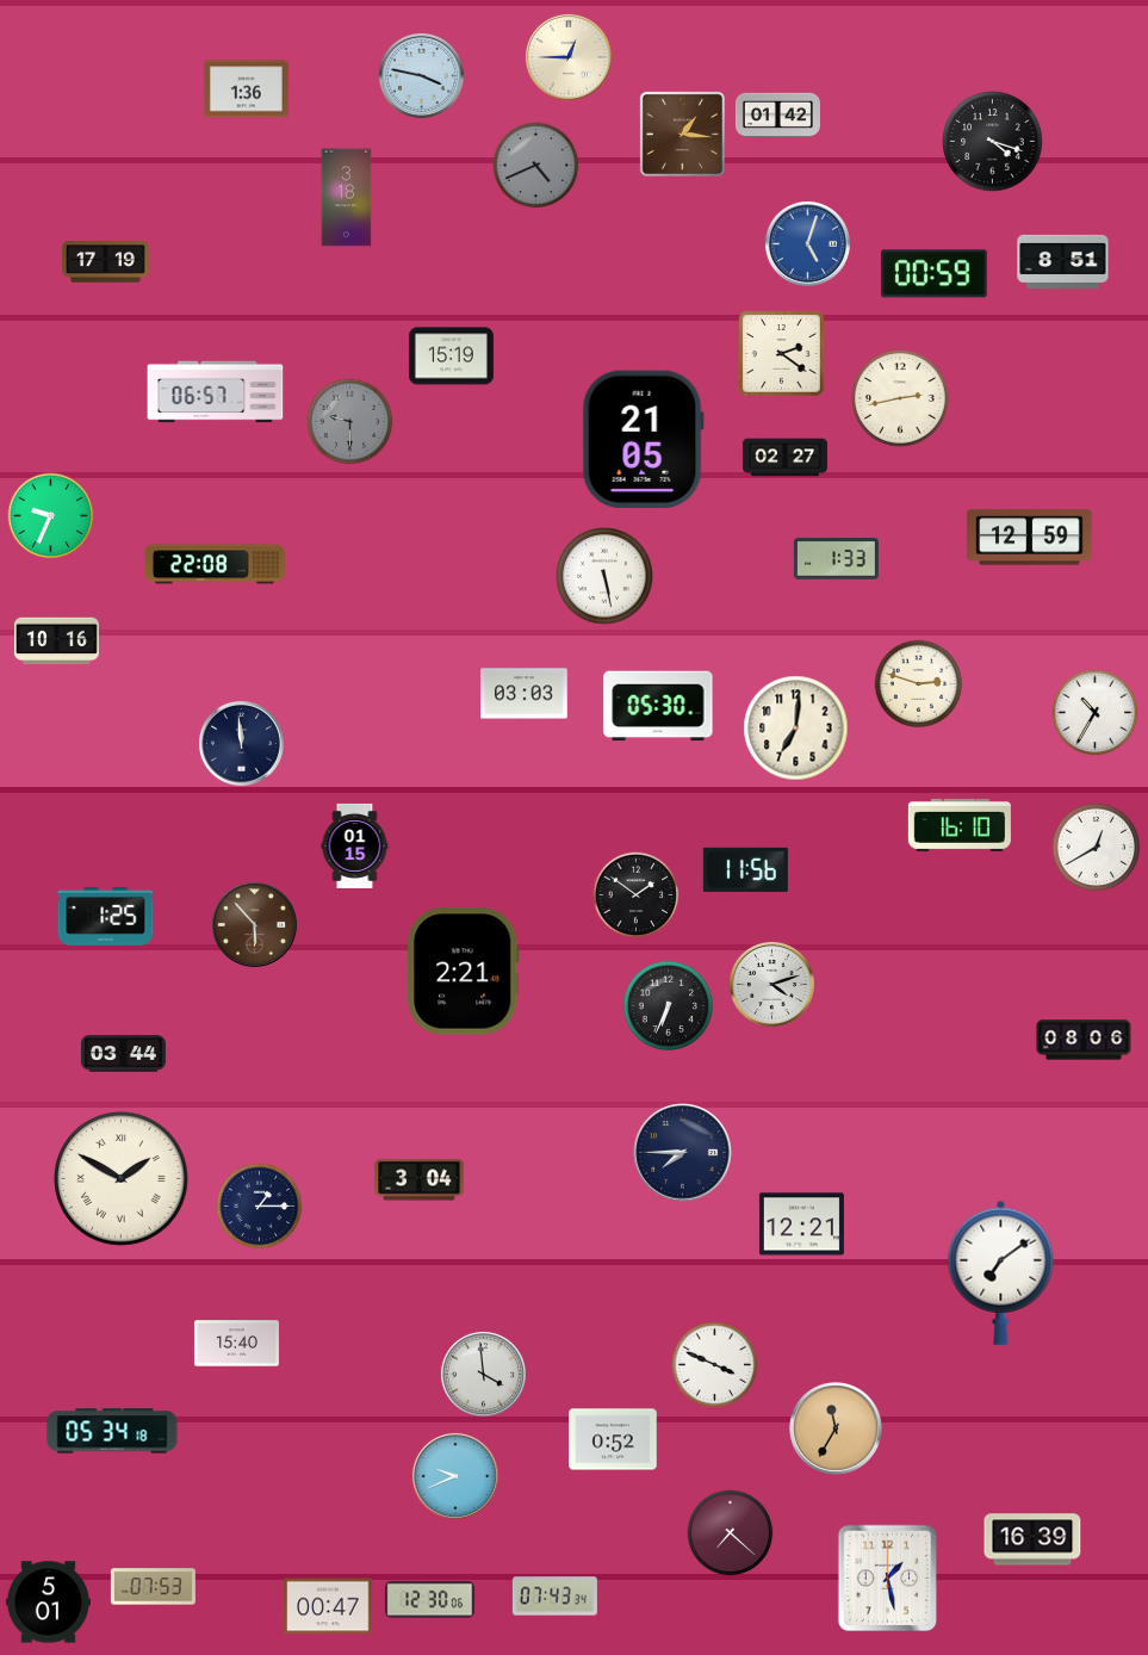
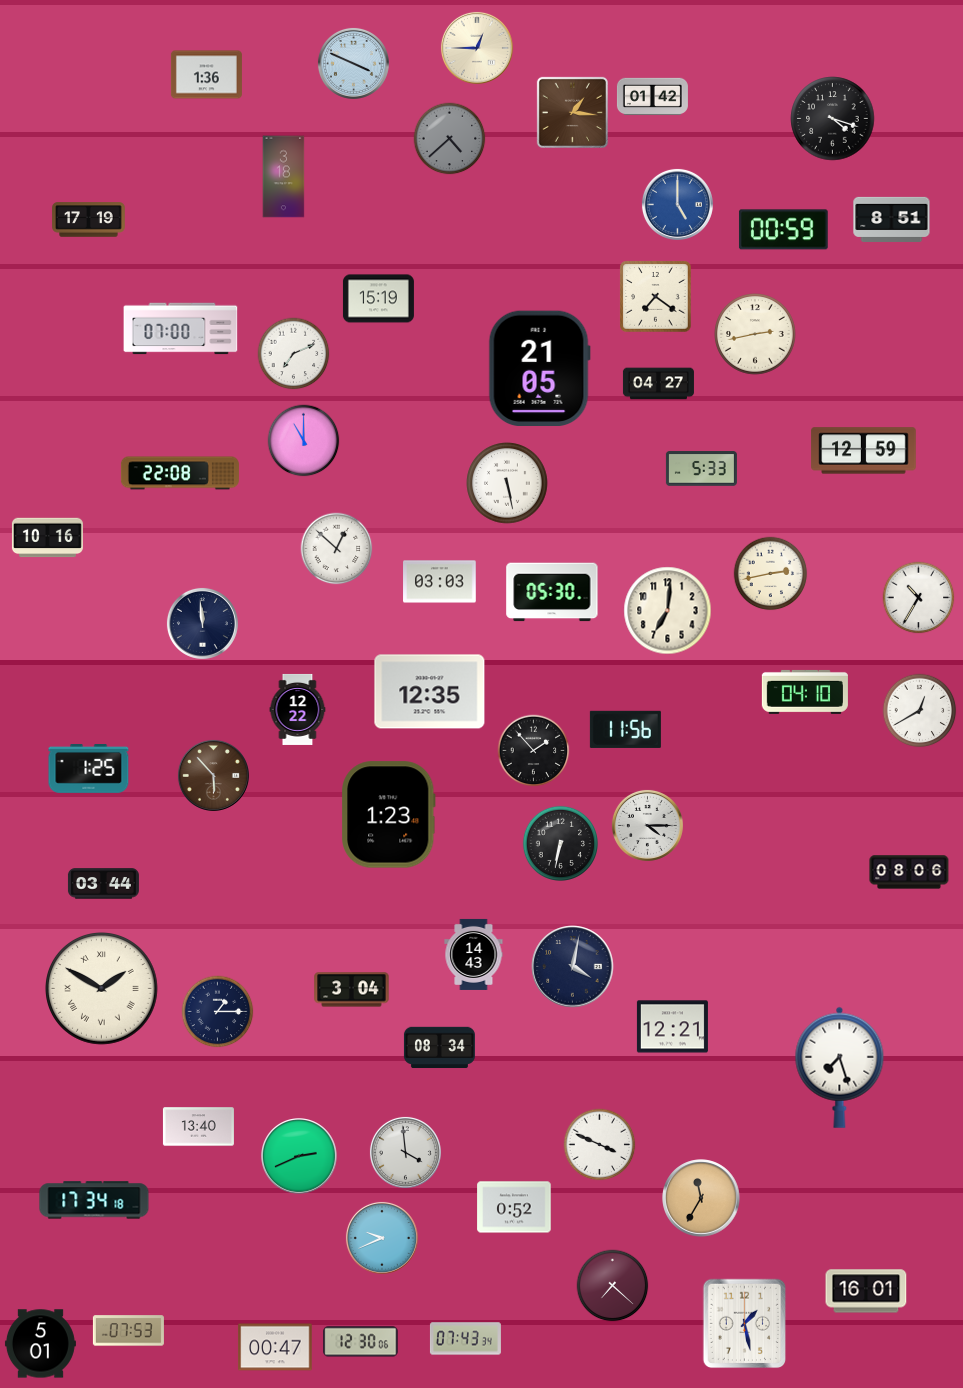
clock at (421, 75): 3:47 -> 3:49
clock at (536, 166): 4:41 -> 4:38
clock at (347, 198) position: (347, 198) -> (284, 177)
clock at (807, 243): 5:03 -> 5:00
clock at (782, 354): 2:21 -> 7:21
clock at (216, 392): 06:57 -> 07:00
clock at (350, 422): 9:30 -> 7:11
clock at (350, 422) dial: grey -> white
clock at (784, 458): 02:27 -> 04:27
clock at (51, 516): 9:34 -> none
clock at (304, 441): none -> 11:00
clock at (836, 559): 1:33 -> 5:33
clock at (337, 549): none -> 12:52
clock at (919, 684): 2:48 -> 2:43
clock at (430, 692): none -> 12:35
clock at (960, 825): 16:10 -> 04:10
clock at (355, 845): 01:15 -> 12:22
clock at (637, 895): 1:51 -> 1:53
clock at (464, 972): 2:21 -> 1:23
clock at (771, 984): 4:12 -> 4:15
clock at (668, 1005): 6:34 -> 6:32
clock at (474, 954): none -> 14:43
clock at (683, 1153): 7:45 -> 4:02
clock at (439, 1048): none -> 08:34
clock at (1001, 1272): 7:09 -> 7:27
clock at (236, 1344): 15:40 -> 13:40
clock at (300, 1157): none -> 2:41
clock at (112, 1431): 05:34 -> 17:34
clock at (1032, 1539): 16:39 -> 16:01
